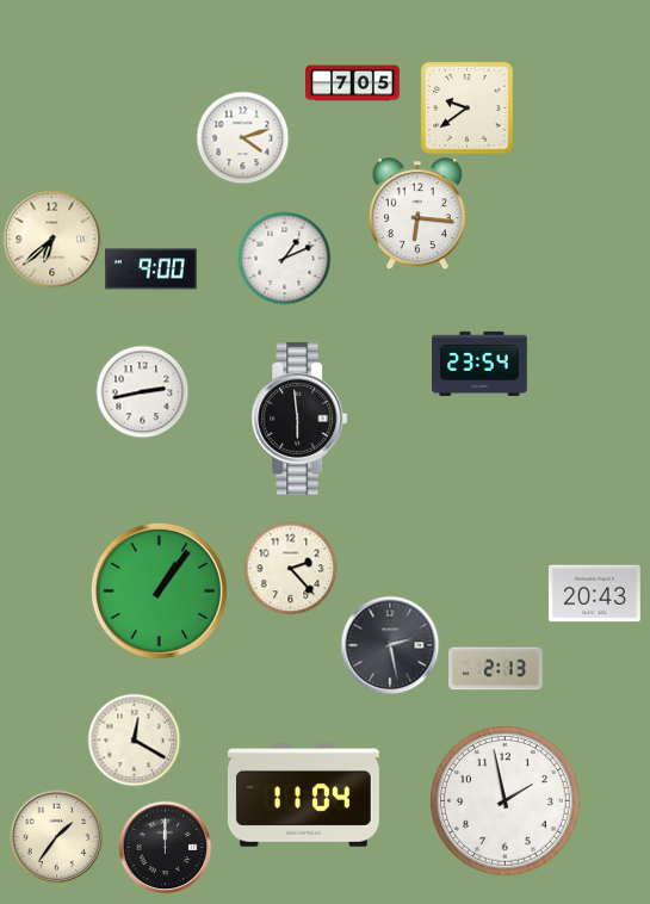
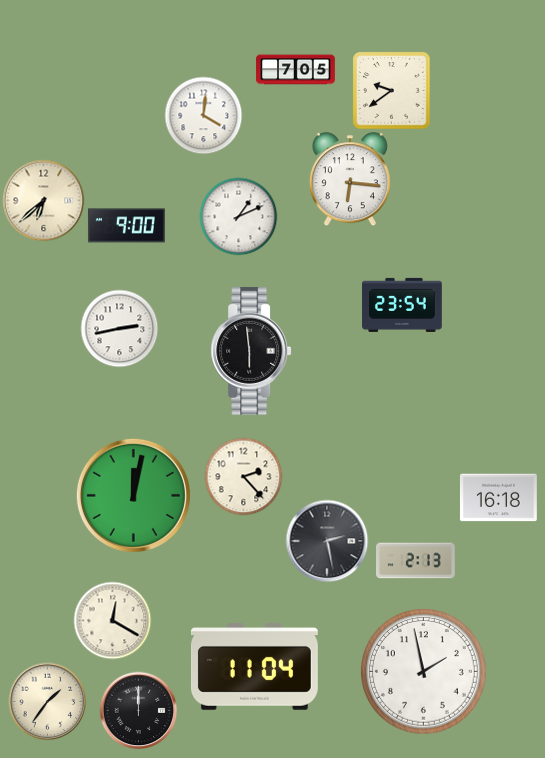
clock at (242, 137): 4:12 -> 4:01
clock at (159, 590): 1:06 -> 12:02
clock at (594, 594): 20:43 -> 16:18
